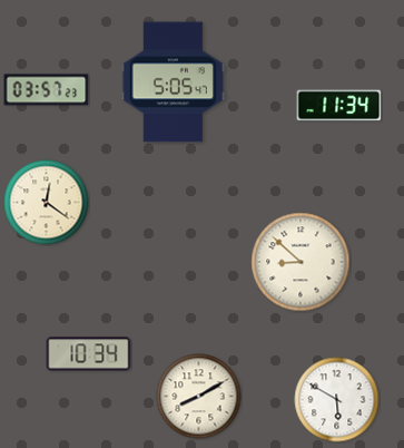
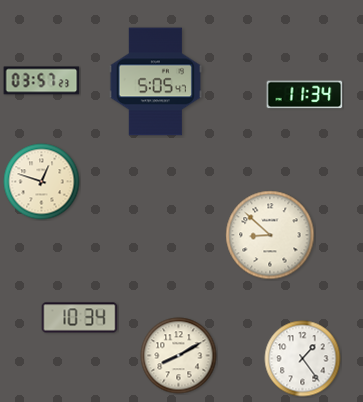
clock at (173, 82) position: (173, 82) -> (155, 82)
clock at (47, 203): 12:21 -> 12:48
clock at (337, 400): 5:50 -> 1:24
